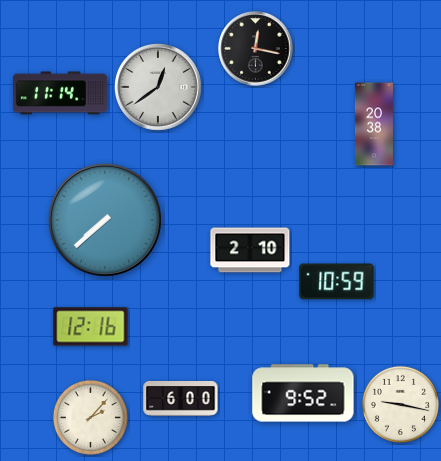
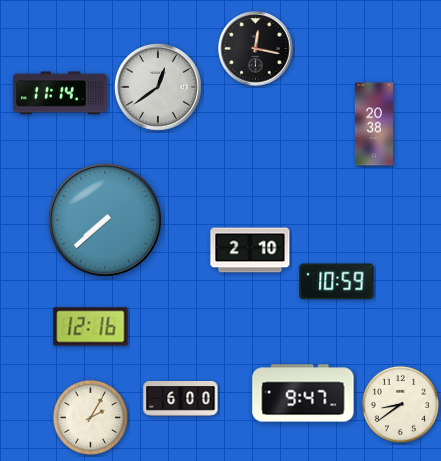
clock at (303, 393): 9:52 -> 9:47
clock at (400, 404): 9:17 -> 8:39
clock at (90, 417): 2:07 -> 2:05
